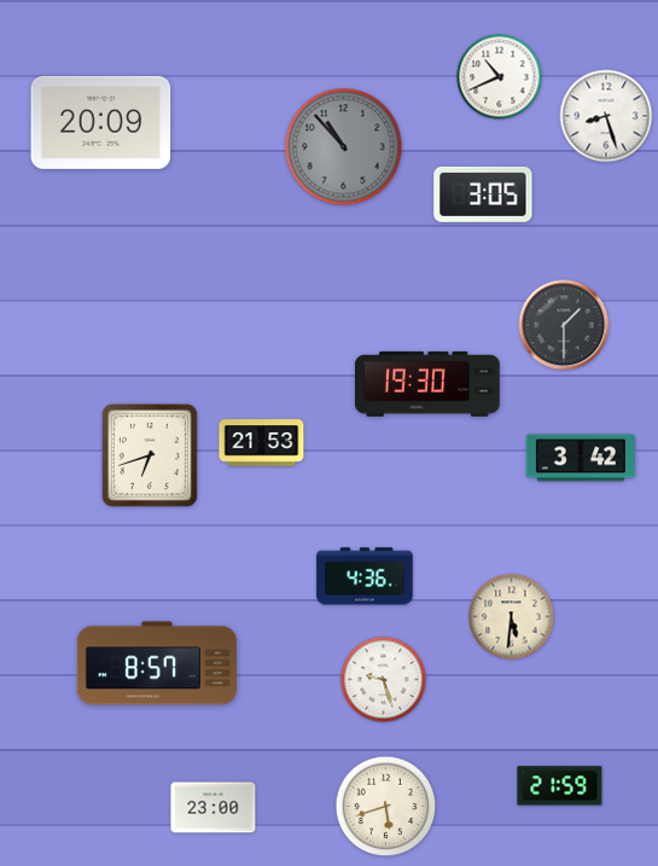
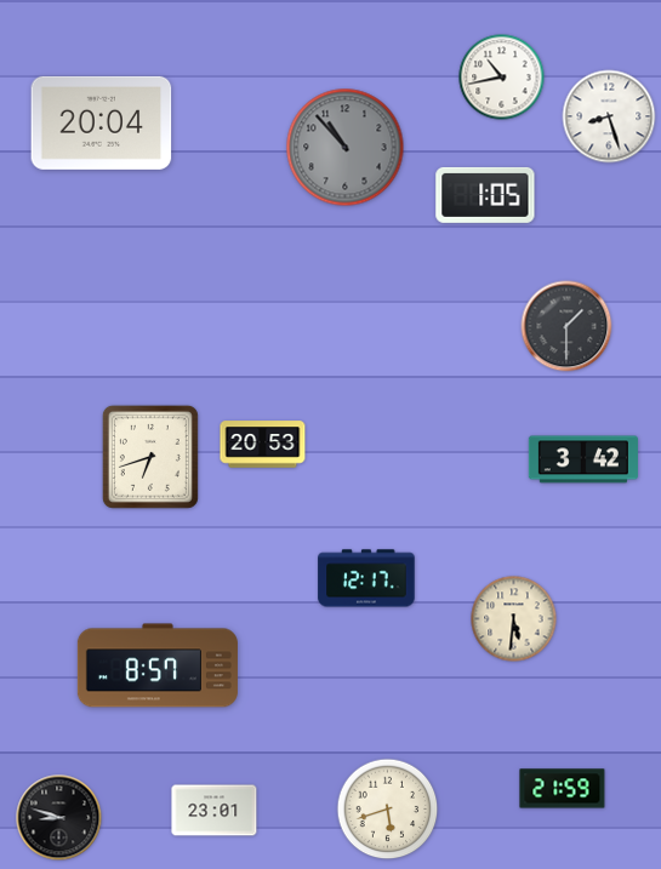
clock at (500, 77): 10:41 -> 10:43
clock at (101, 122): 20:09 -> 20:04
clock at (483, 194): 3:05 -> 1:05
clock at (427, 384): 19:30 -> none
clock at (262, 443): 21:53 -> 20:53
clock at (365, 576): 4:36 -> 12:17
clock at (384, 680): 9:27 -> none
clock at (214, 808): 23:00 -> 23:01
clock at (59, 818): none -> 8:48
